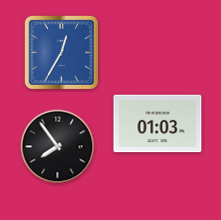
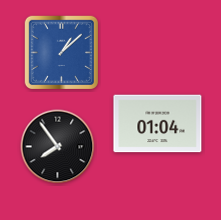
clock at (61, 52): 12:35 -> 1:08
clock at (158, 124): 01:03 -> 01:04
